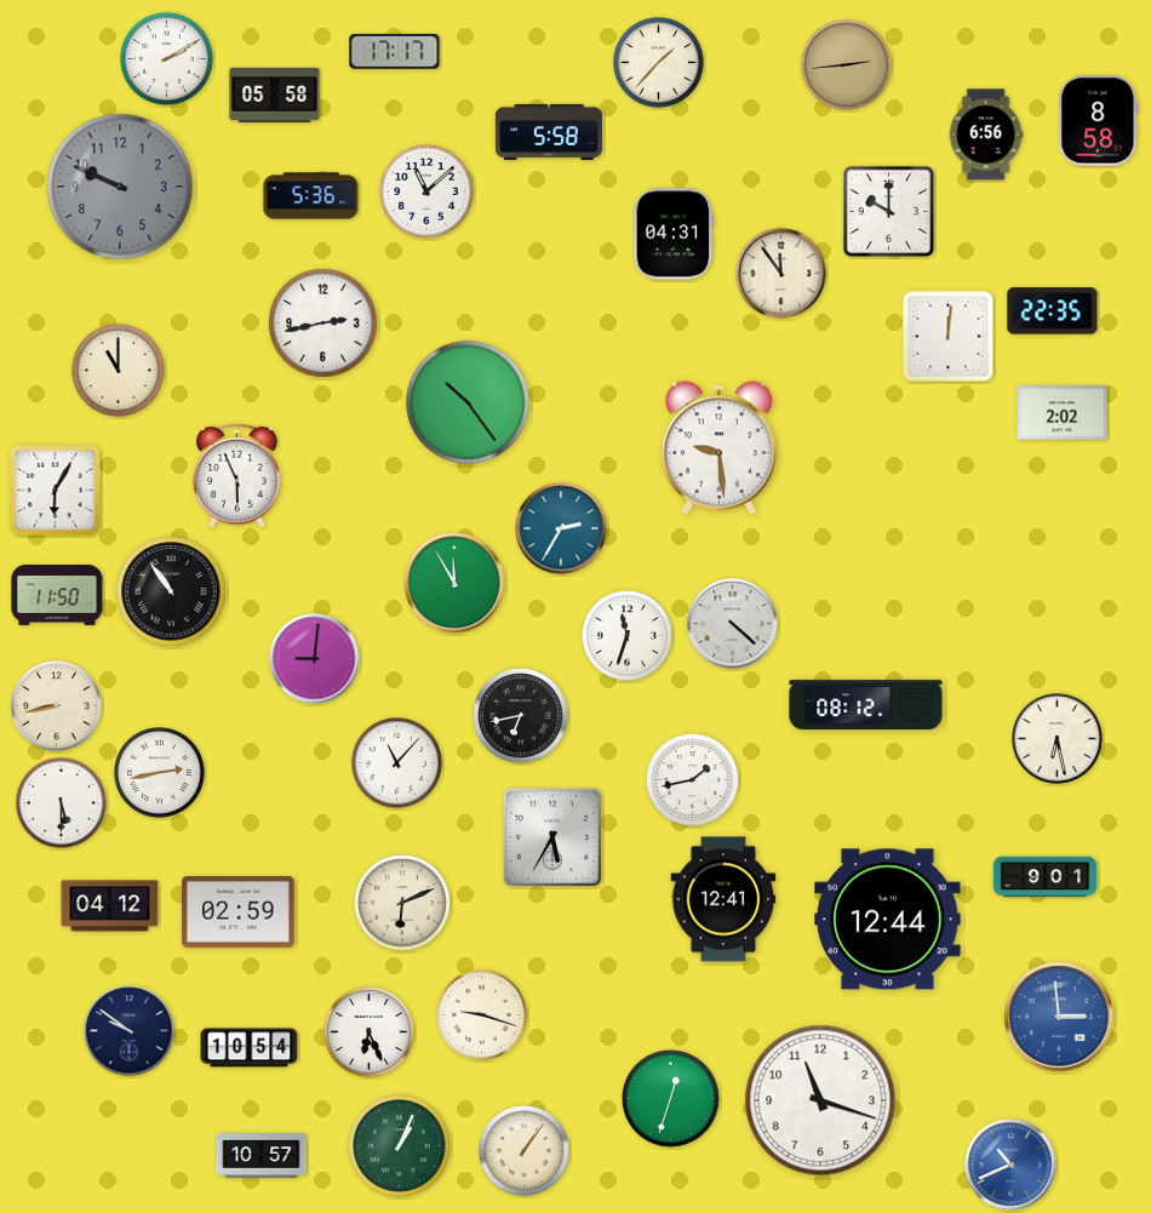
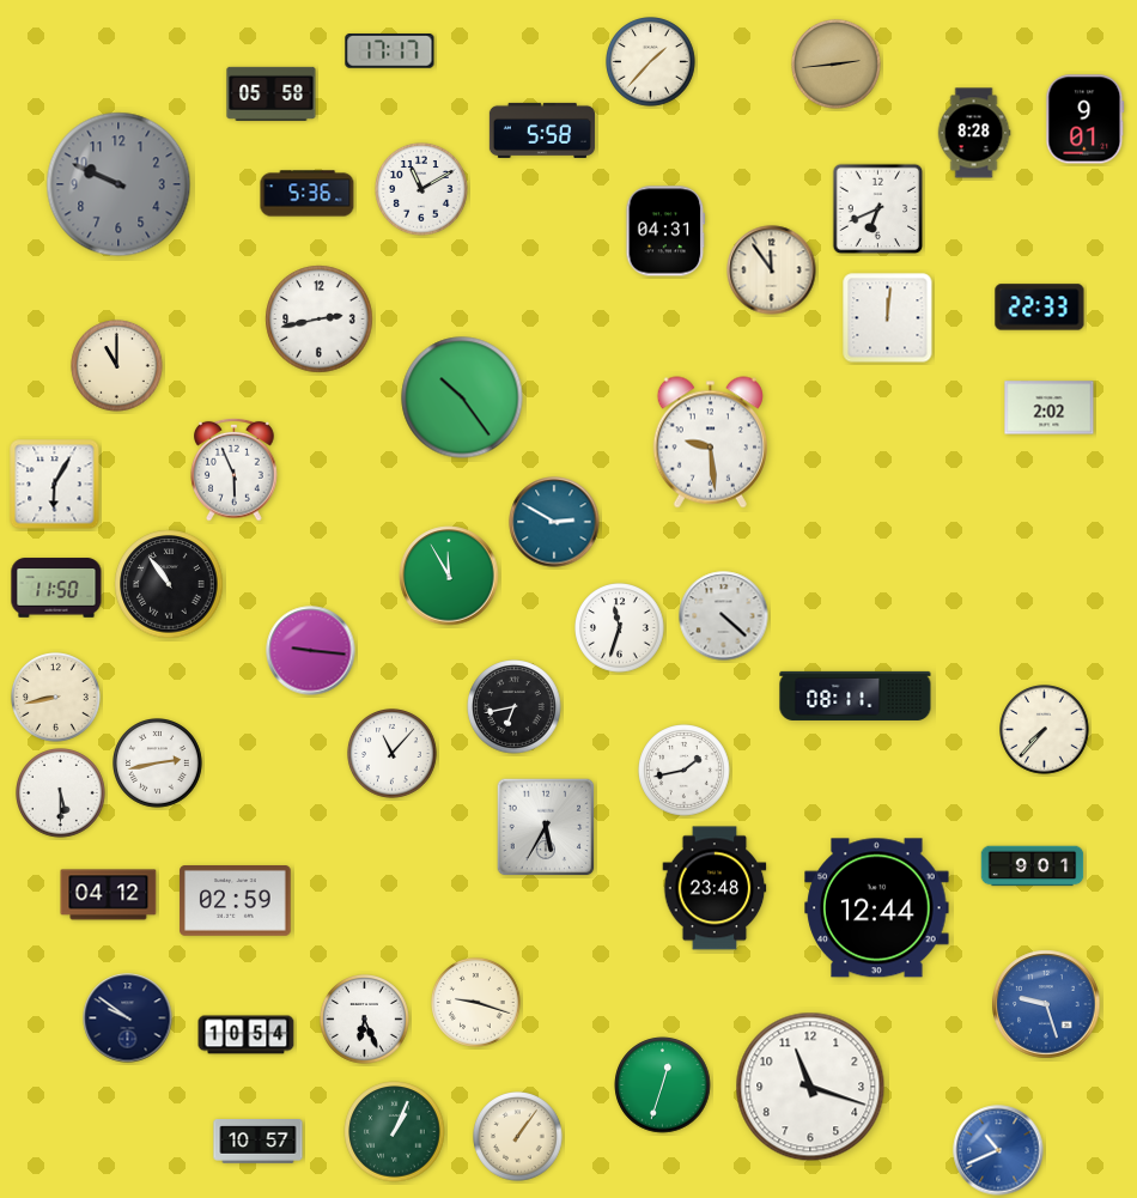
clock at (167, 59): 2:10 -> none
clock at (1099, 121): 8:58 -> 9:01
clock at (986, 135): 6:56 -> 8:28
clock at (426, 191): 11:08 -> 11:10
clock at (889, 212): 10:00 -> 6:41
clock at (1053, 311): 22:35 -> 22:33
clock at (949, 337) position: (949, 337) -> (888, 318)
clock at (561, 528): 2:35 -> 2:50
clock at (315, 659): 9:01 -> 9:16
clock at (866, 704): 08:12 -> 08:11
clock at (1058, 739): 6:28 -> 7:37
clock at (723, 899): 12:41 -> 23:48
clock at (402, 903): 6:11 -> none
clock at (1059, 1017): 2:59 -> 9:27
